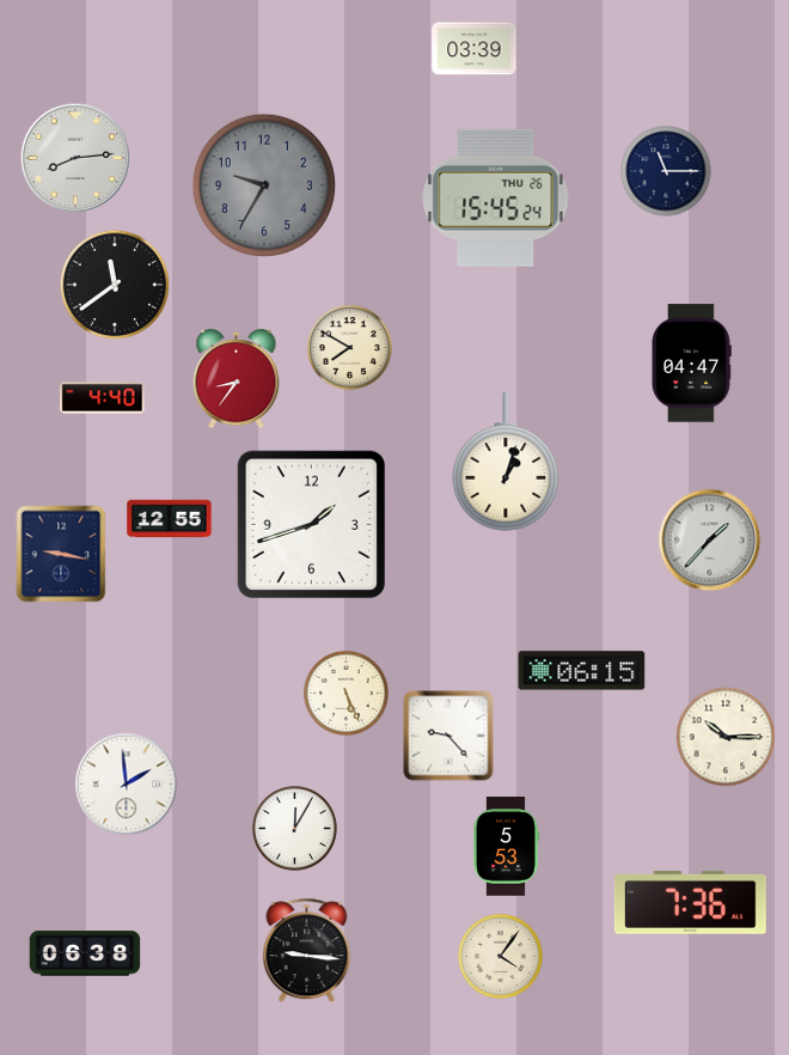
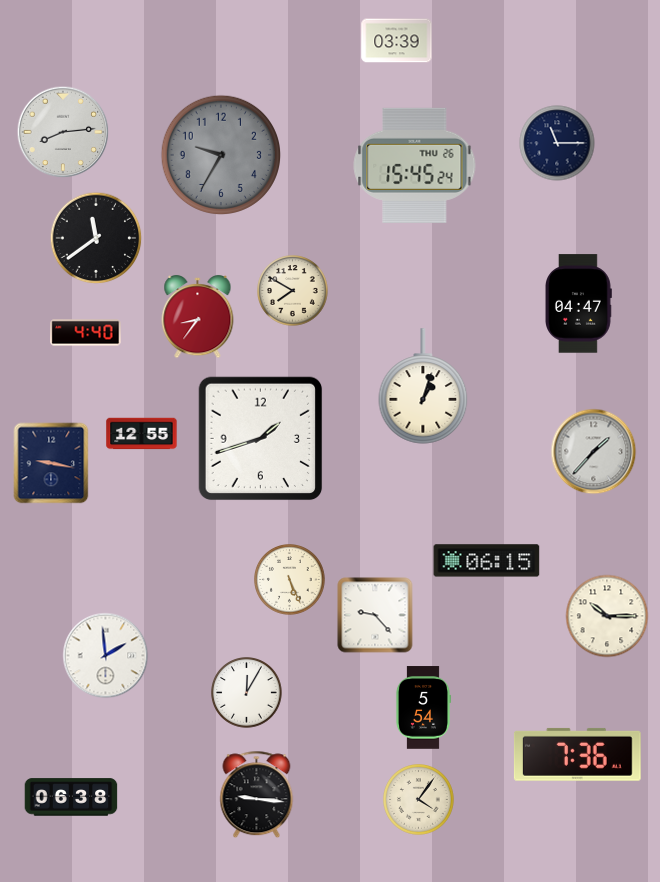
clock at (504, 847): 5:53 -> 5:54
